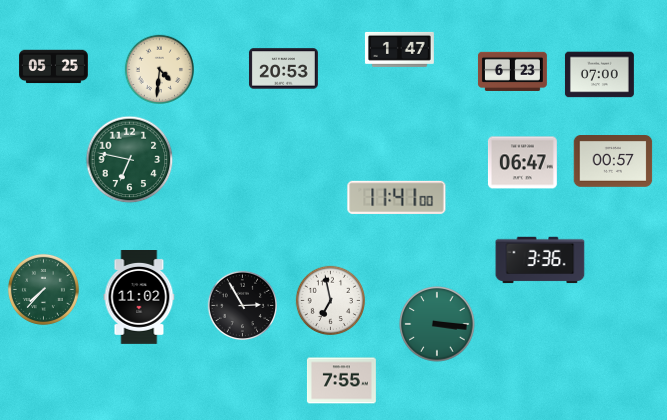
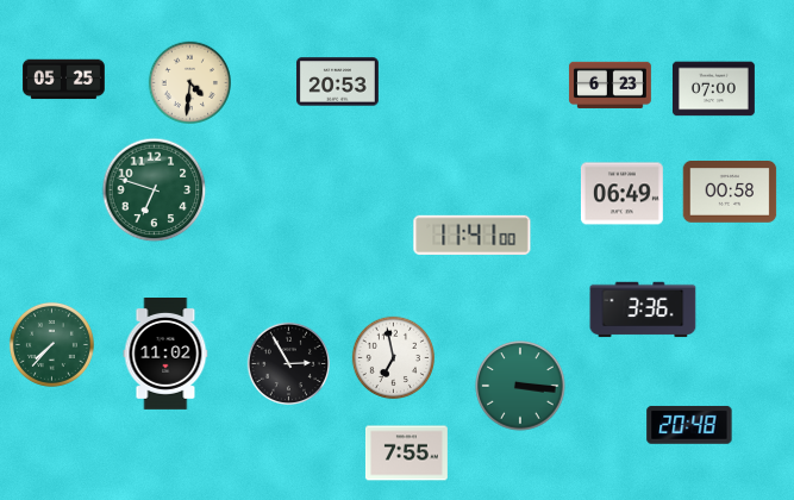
clock at (399, 49): 1:47 -> none
clock at (130, 160): 6:47 -> 6:48
clock at (613, 161): 00:57 -> 00:58
clock at (522, 163): 06:47 -> 06:49
clock at (689, 425): none -> 20:48
